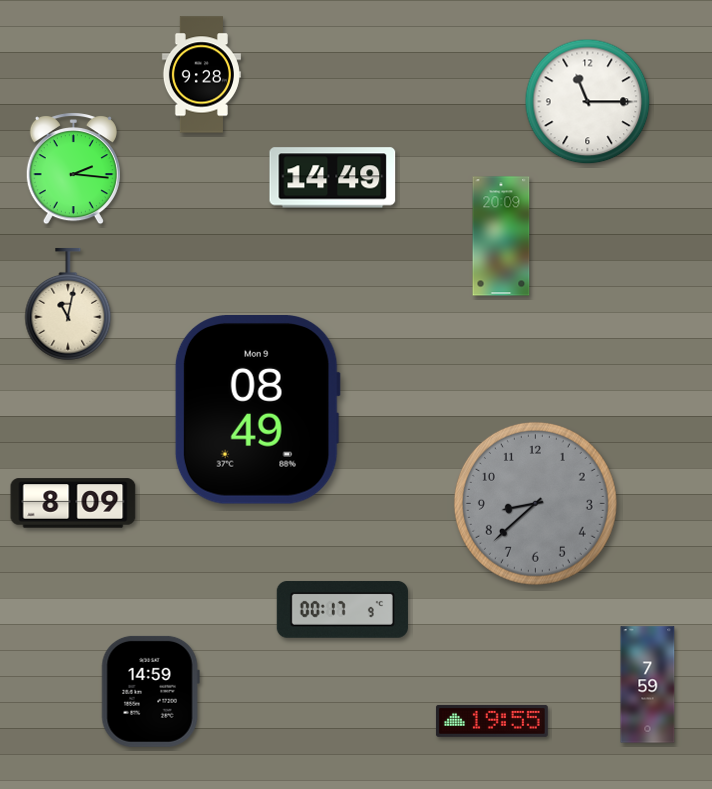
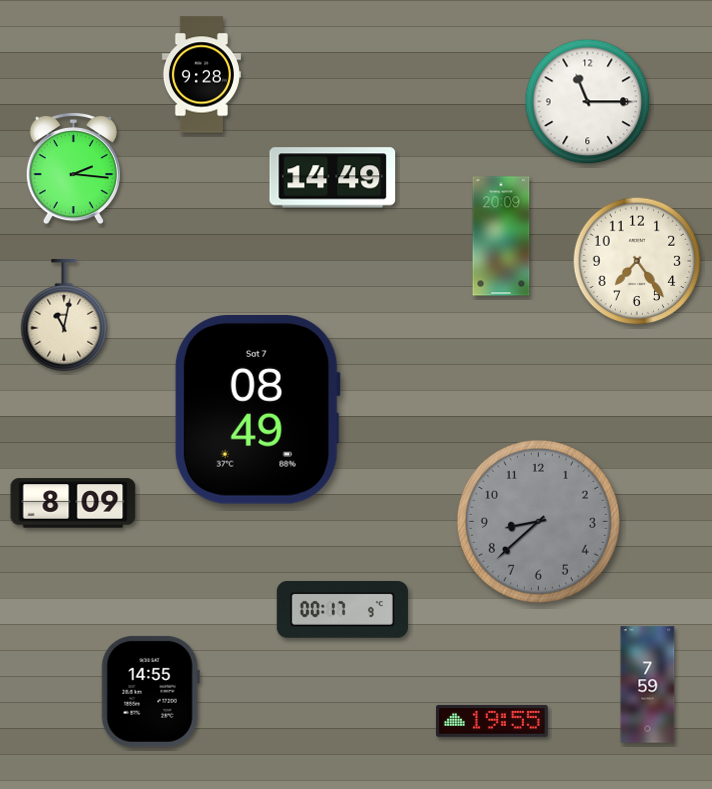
clock at (637, 261): none -> 7:24
clock at (68, 304) position: (68, 304) -> (64, 315)
clock at (257, 410) date: Mon 9 -> Sat 7
clock at (535, 503) position: (535, 503) -> (538, 521)
clock at (150, 691): 14:59 -> 14:55
